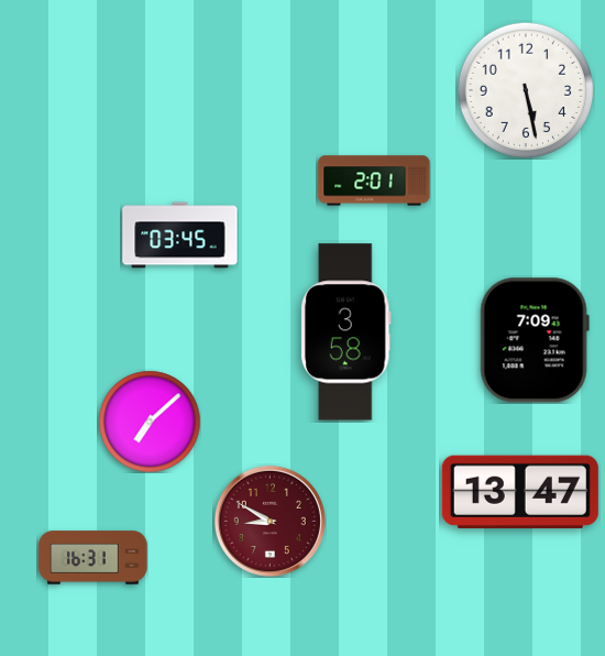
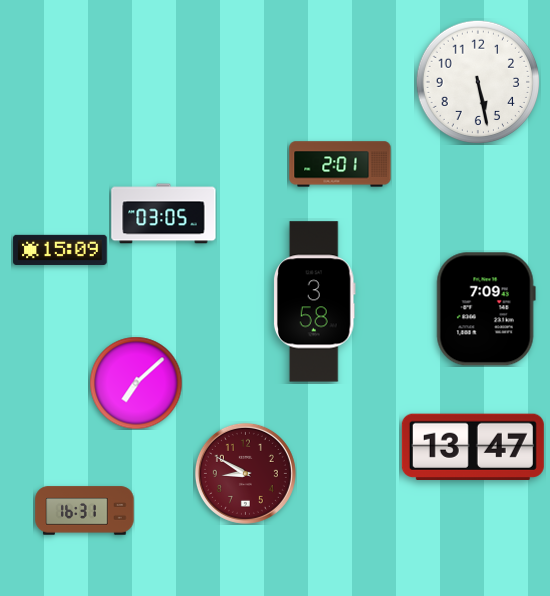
clock at (180, 236): 03:45 -> 03:05
clock at (60, 250): none -> 15:09
clock at (94, 558) position: (94, 558) -> (85, 511)
